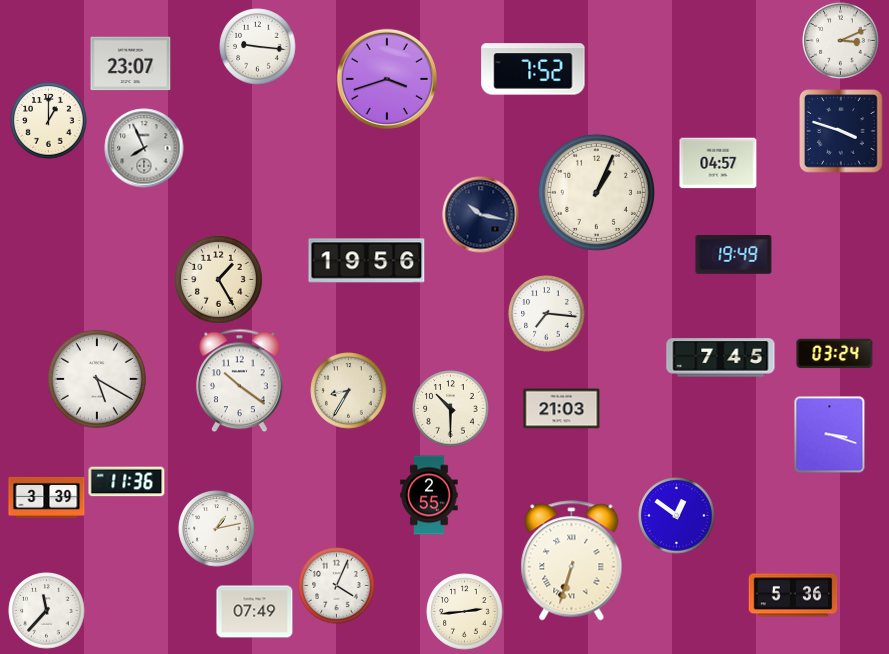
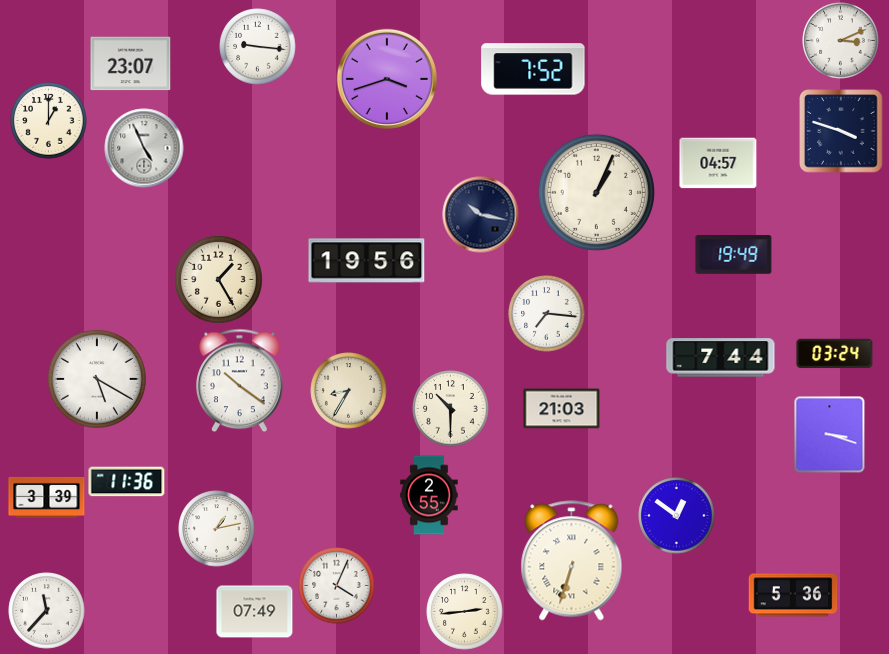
clock at (144, 148): 7:56 -> 4:56
clock at (721, 358): 7:45 -> 7:44
